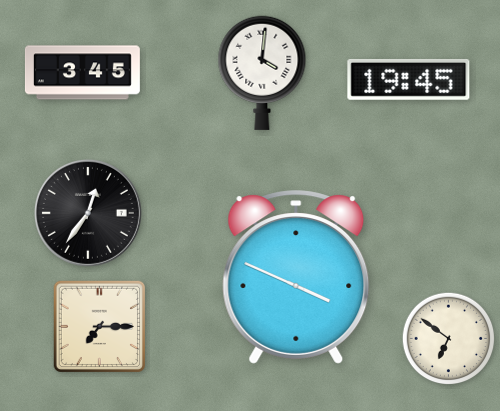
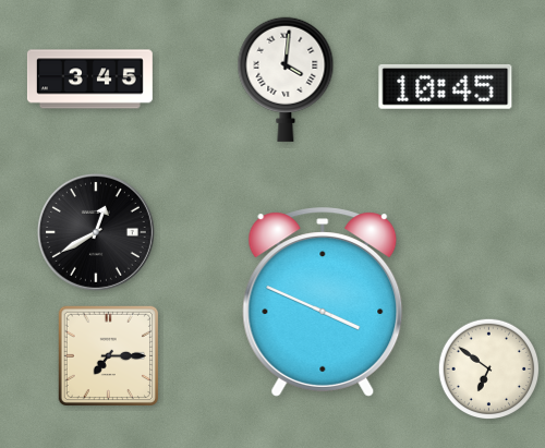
clock at (409, 79): 19:45 -> 10:45
clock at (88, 213): 12:36 -> 12:40
